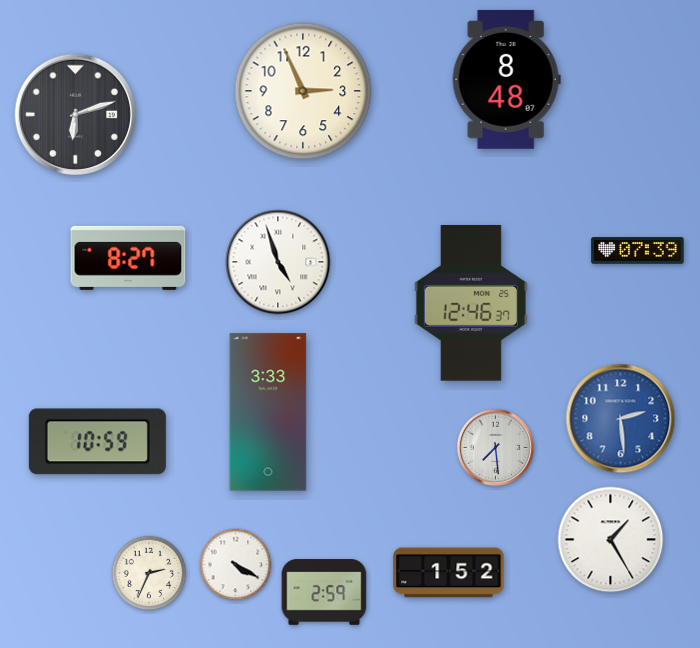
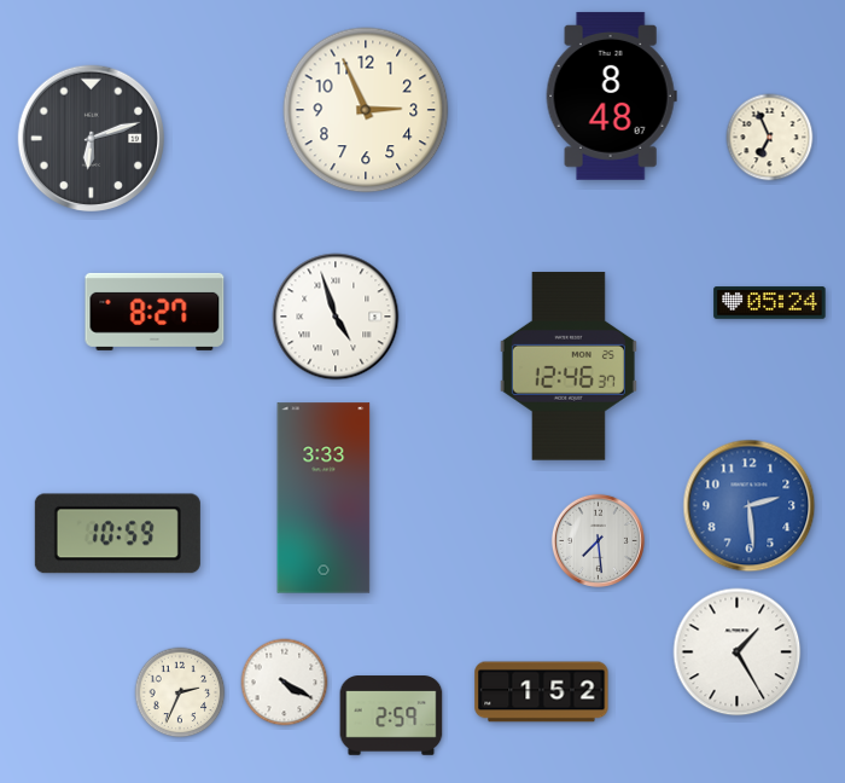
clock at (770, 138): none -> 6:56
clock at (638, 251): 07:39 -> 05:24
